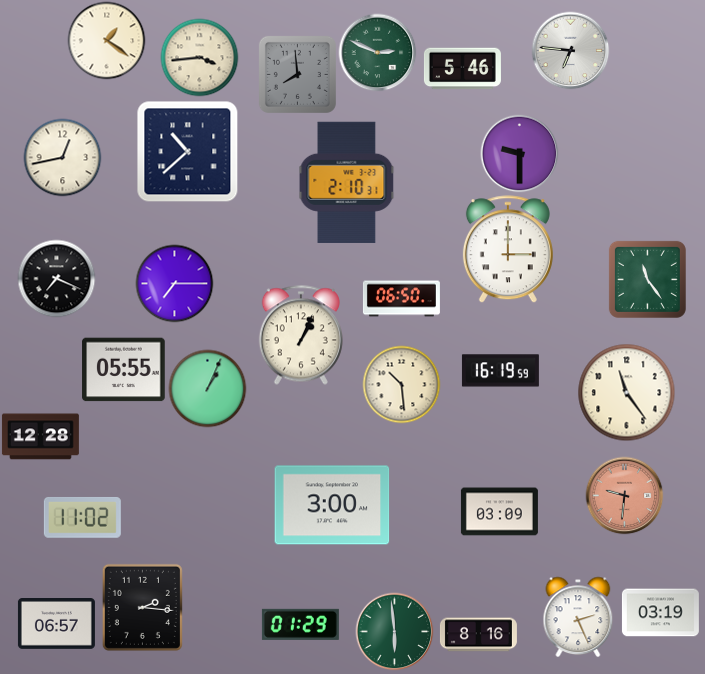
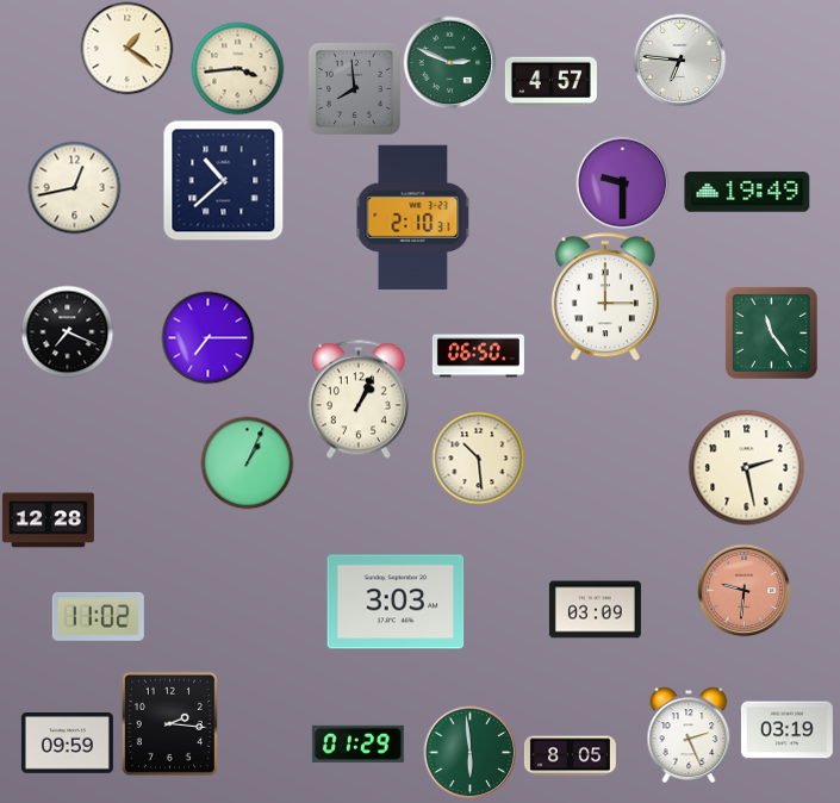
clock at (462, 69): 5:46 -> 4:57
clock at (519, 153) position: (519, 153) -> (622, 182)
clock at (747, 192): none -> 19:49
clock at (124, 370): 05:55 -> none
clock at (500, 371): 16:19 -> none
clock at (626, 392): 11:24 -> 2:28
clock at (332, 505): 3:00 -> 3:03
clock at (56, 624): 06:57 -> 09:59
clock at (478, 635): 8:16 -> 8:05
